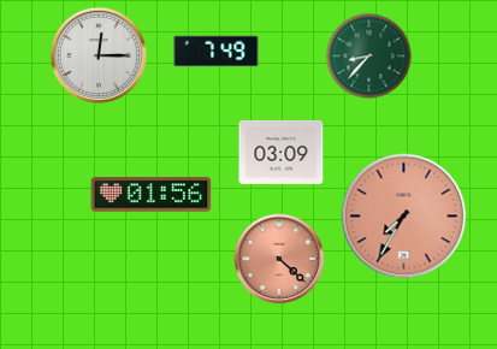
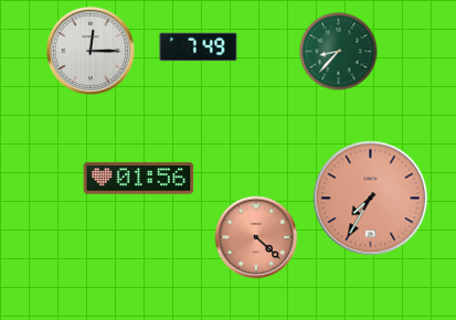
clock at (282, 152): 03:09 -> none
